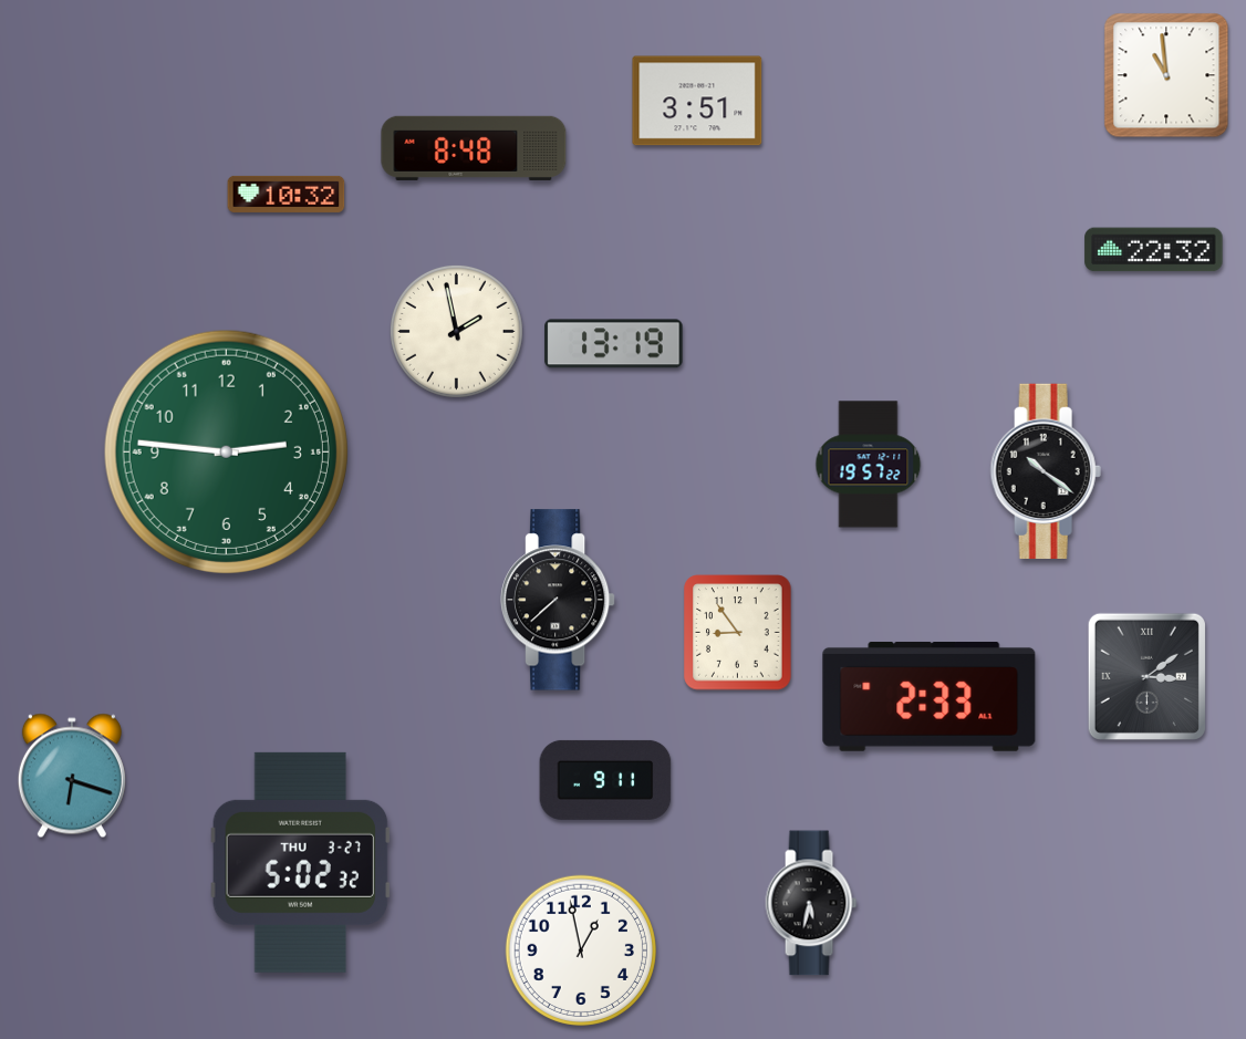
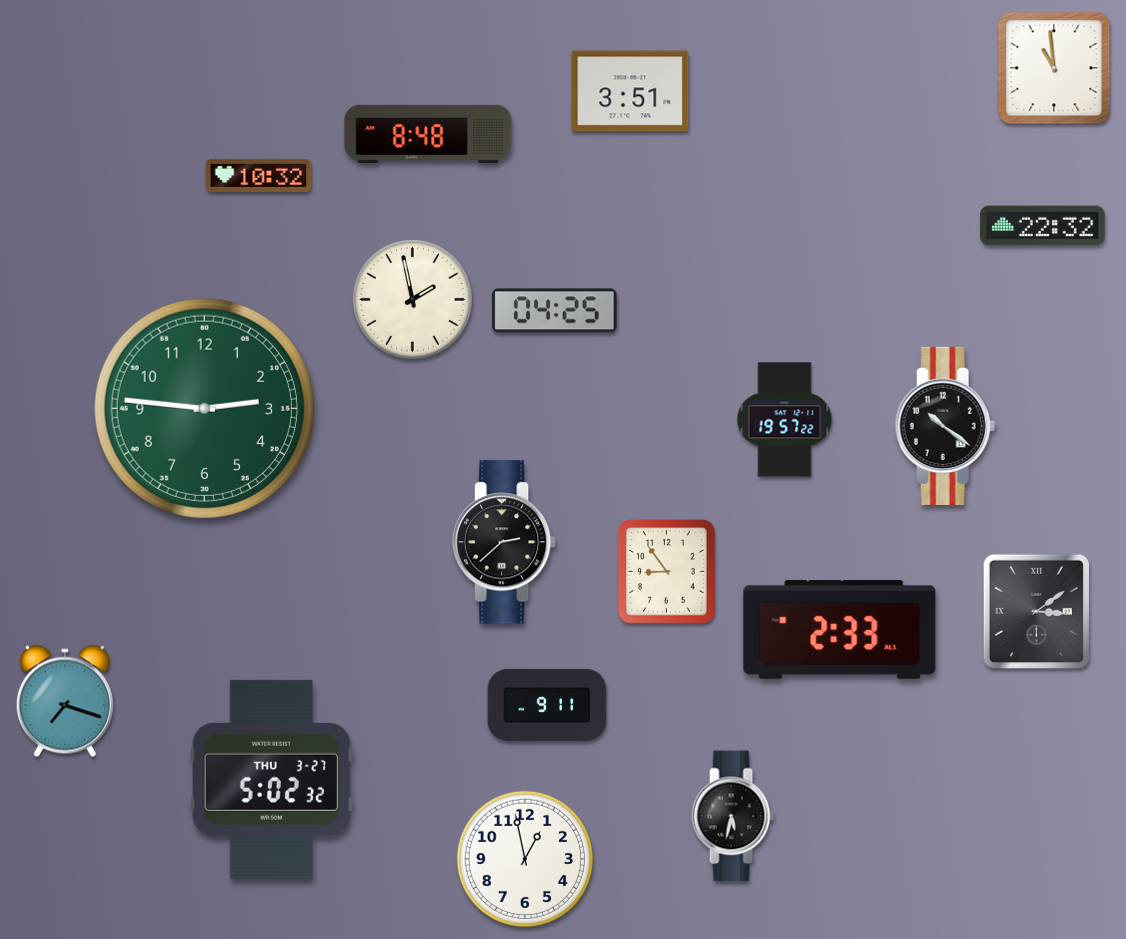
clock at (614, 344): 13:19 -> 04:25
clock at (558, 600): 7:38 -> 2:38
clock at (72, 776): 6:18 -> 7:18
